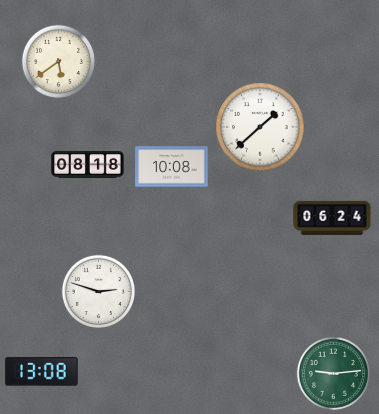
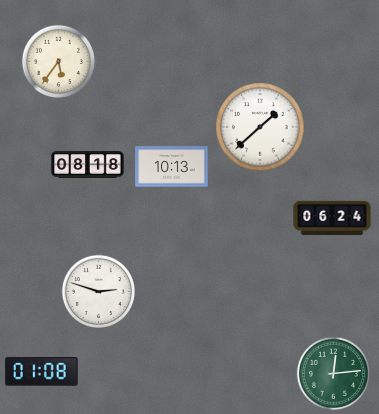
clock at (58, 61): 5:39 -> 5:36
clock at (172, 167): 10:08 -> 10:13
clock at (42, 372): 13:08 -> 01:08
clock at (333, 373): 9:14 -> 12:14
